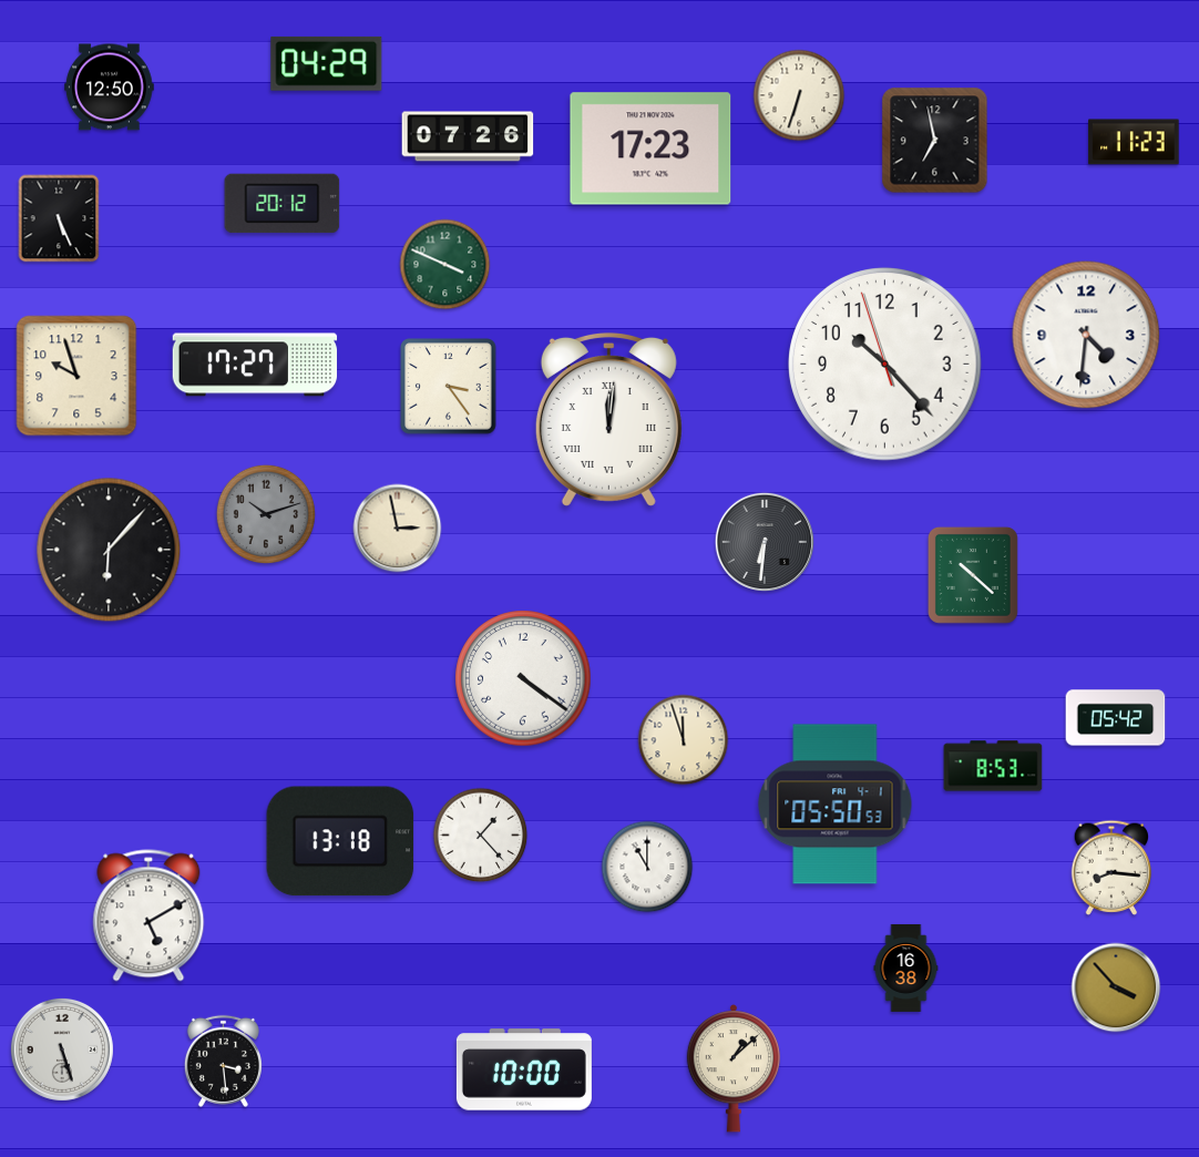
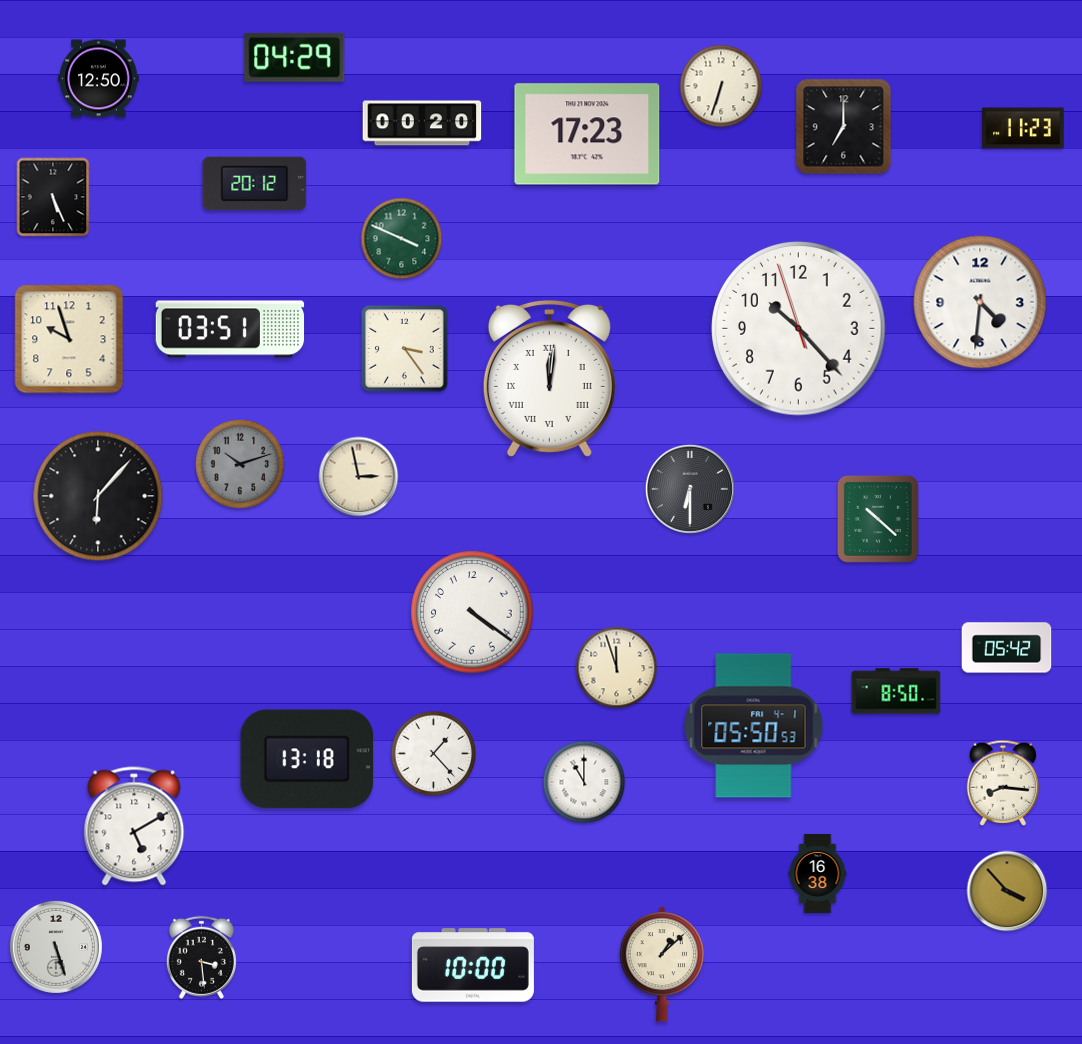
clock at (468, 136): 07:26 -> 00:20
clock at (935, 141): 6:58 -> 7:00
clock at (255, 365): 17:27 -> 03:51
clock at (765, 542): 6:31 -> 6:30
clock at (993, 766): 8:53 -> 8:50
